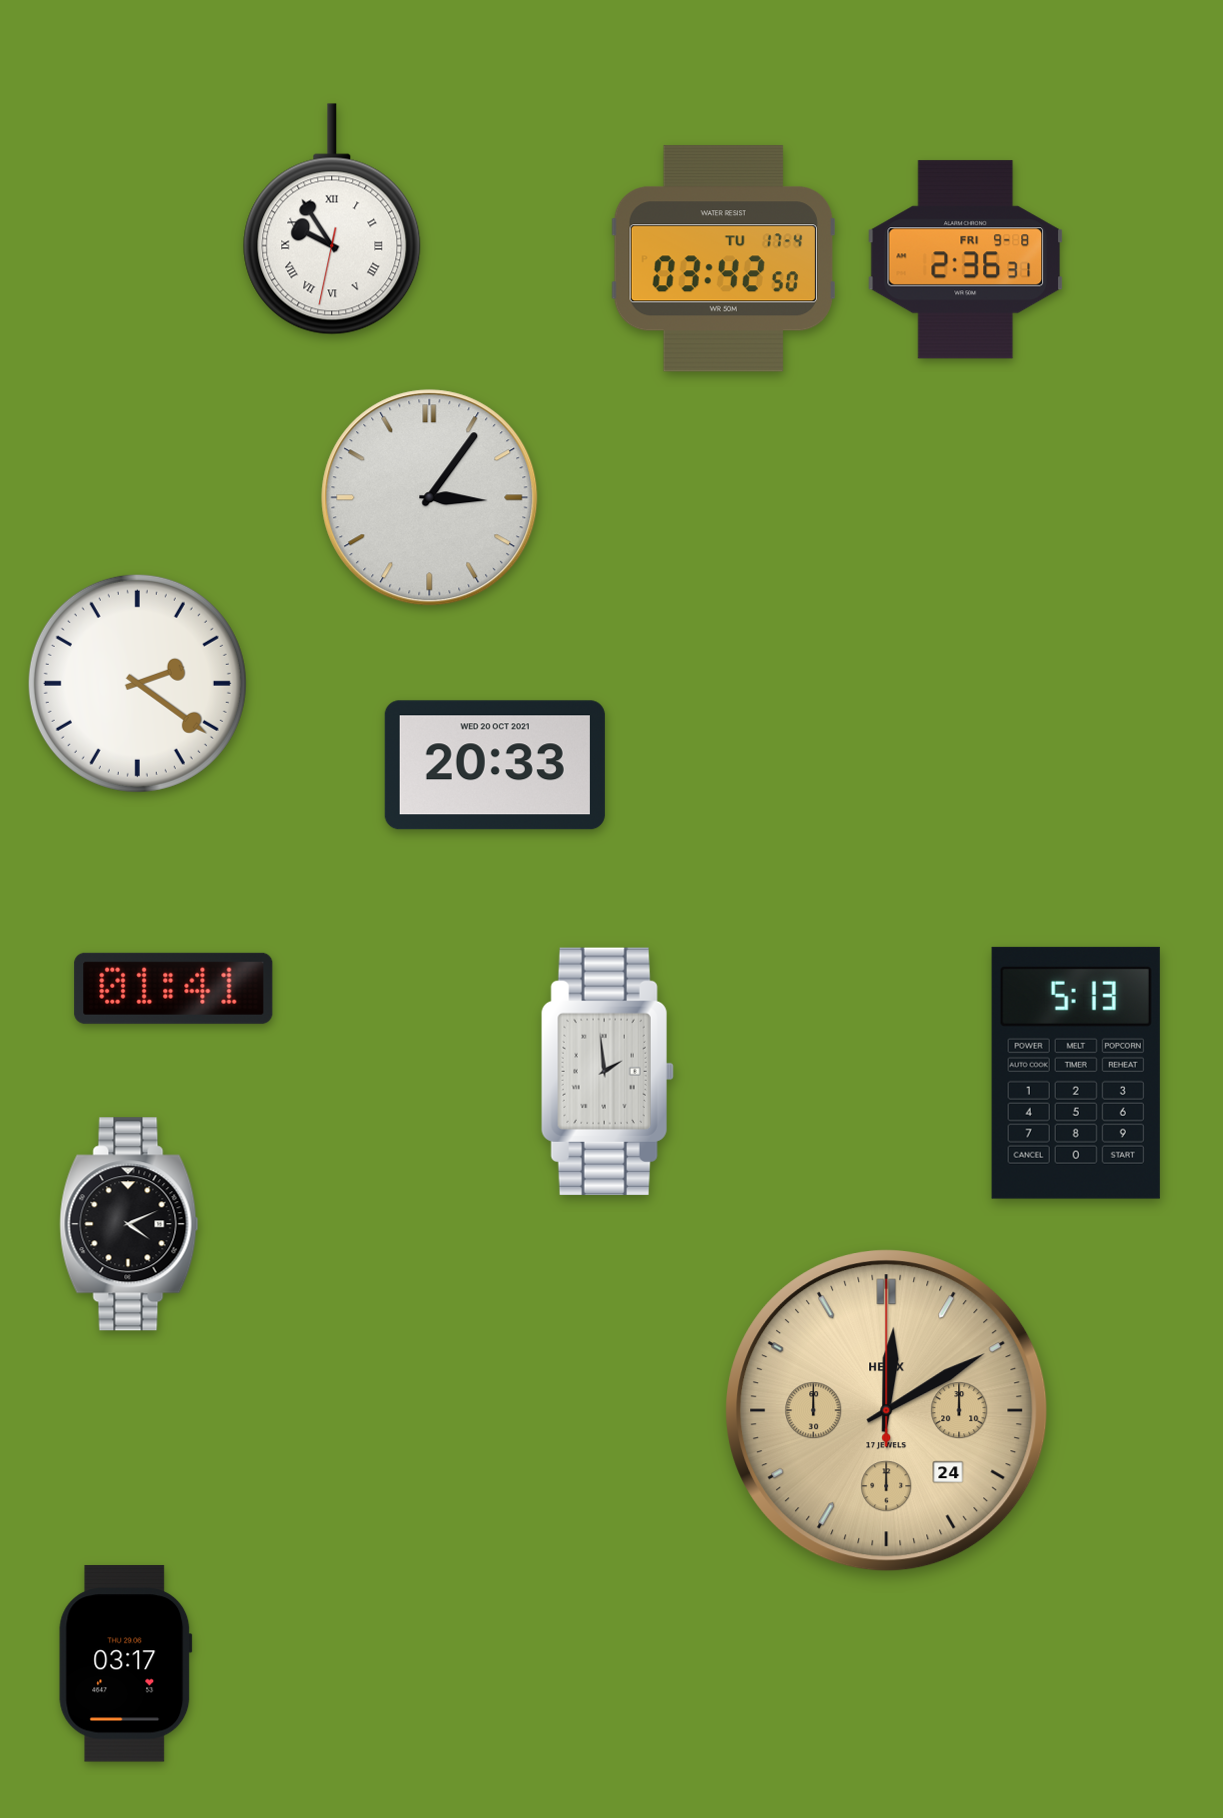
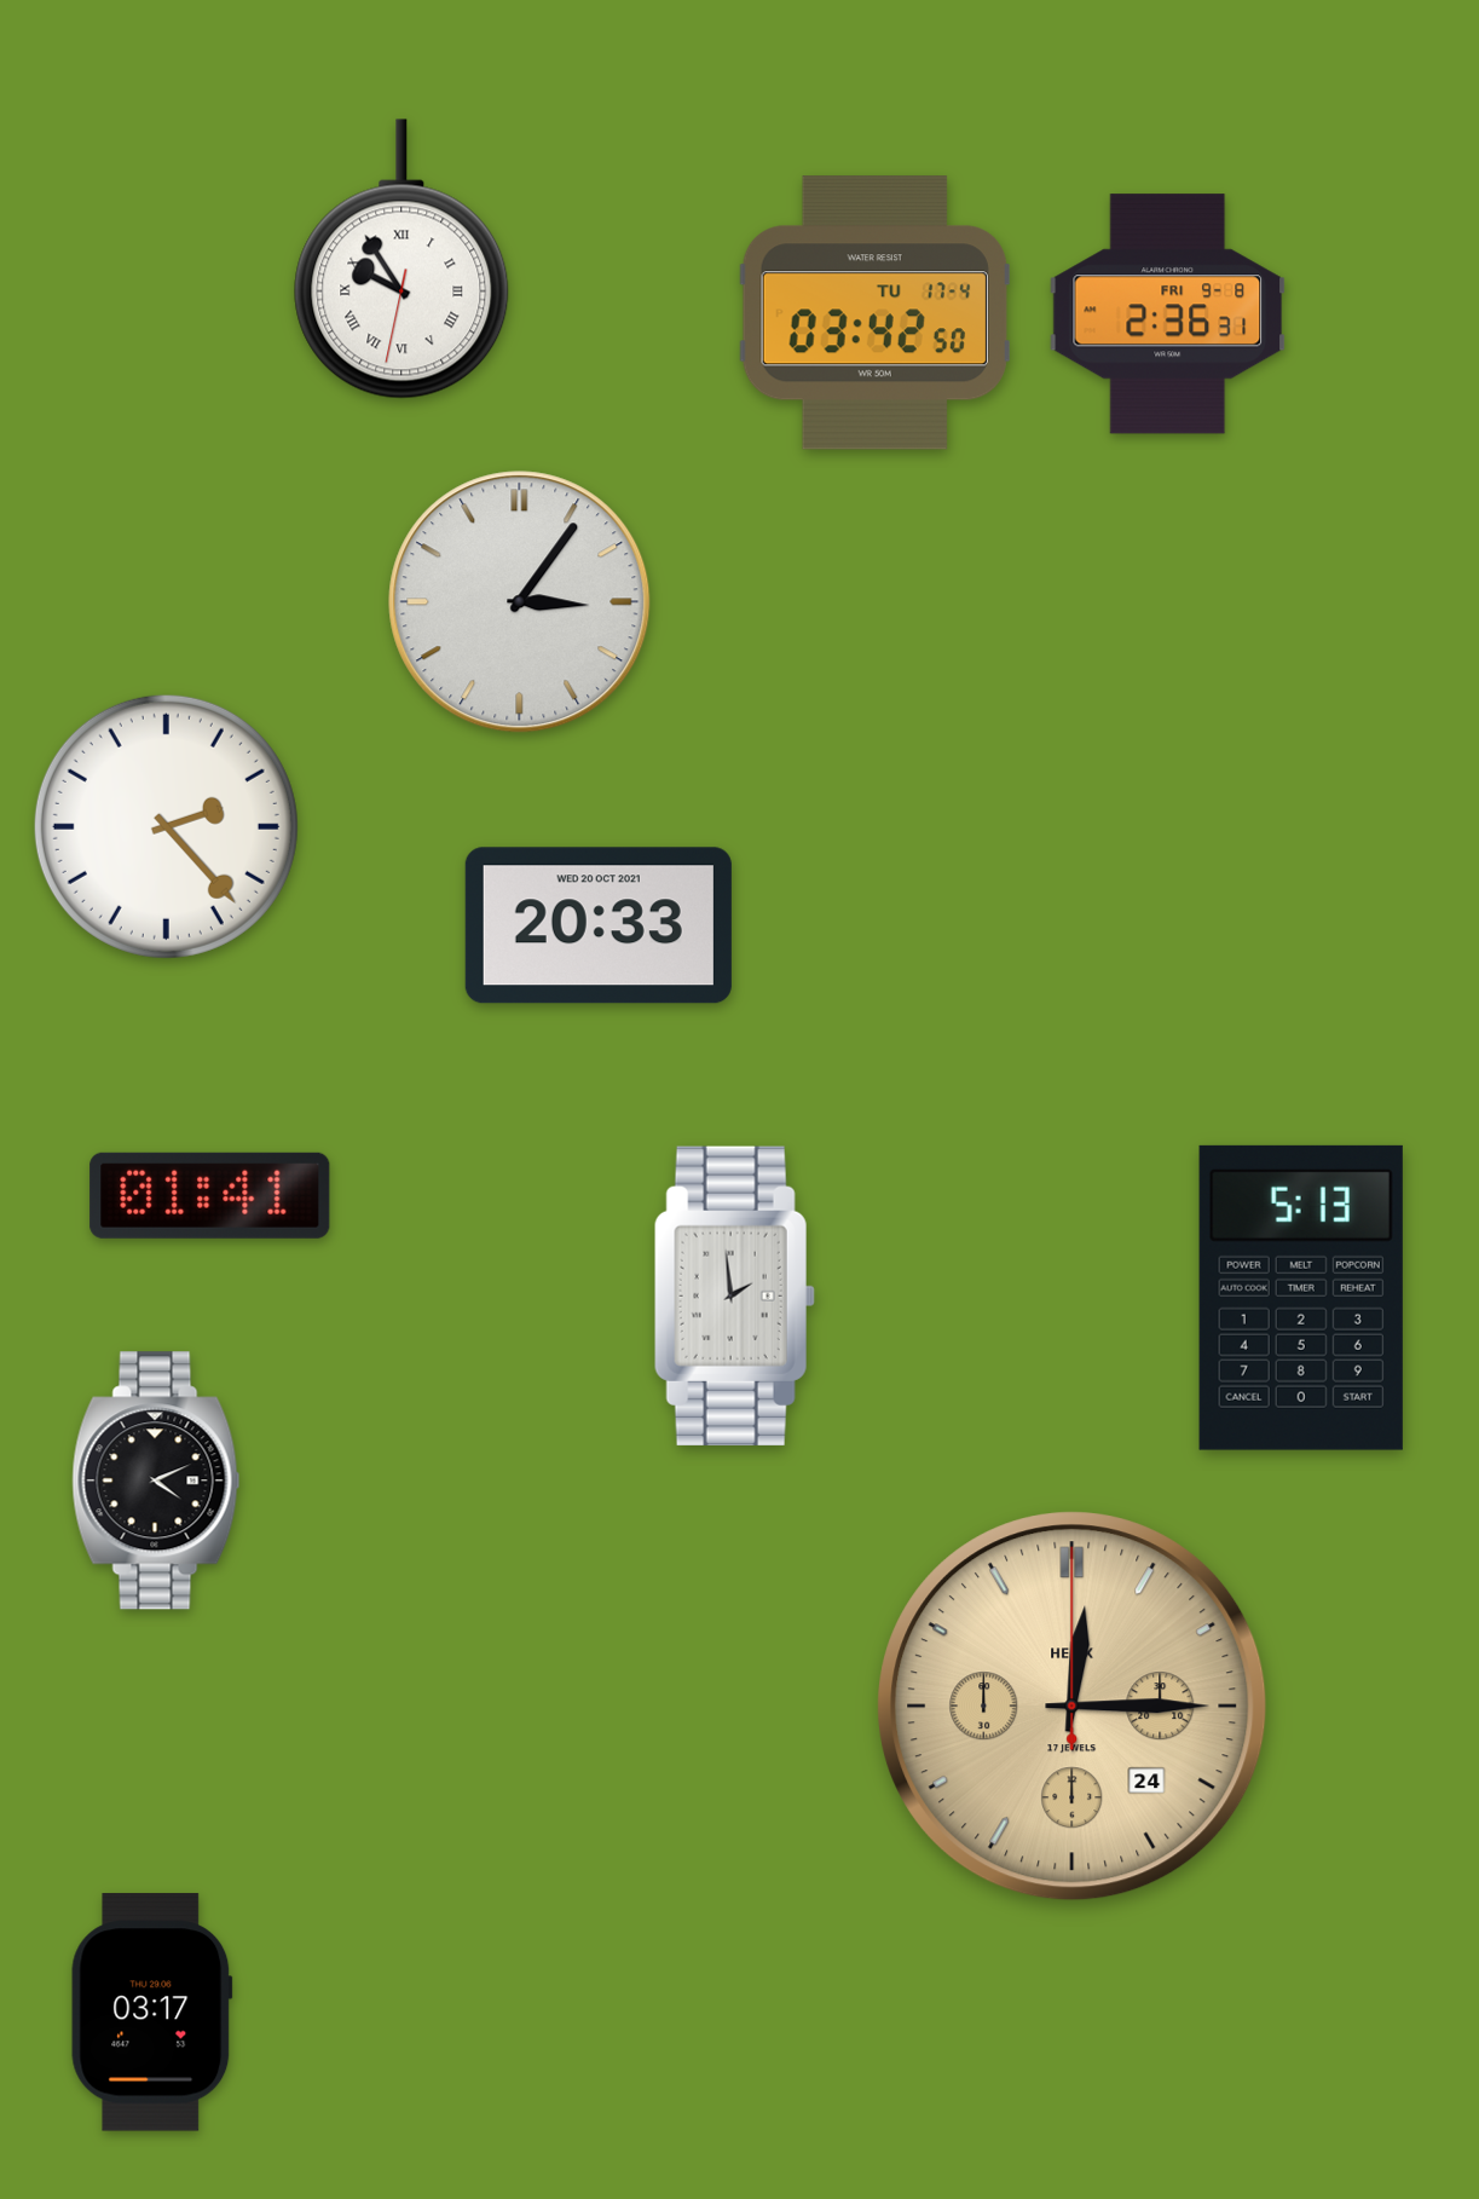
clock at (332, 219) position: (332, 219) -> (401, 259)
clock at (137, 683): 2:21 -> 2:23
clock at (887, 1411): 12:10 -> 12:15
